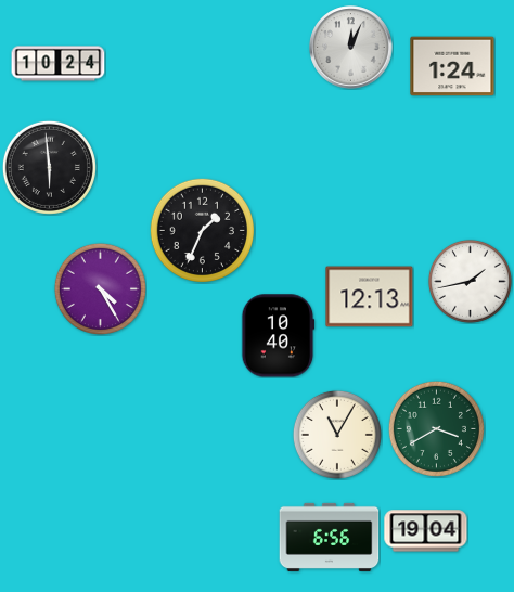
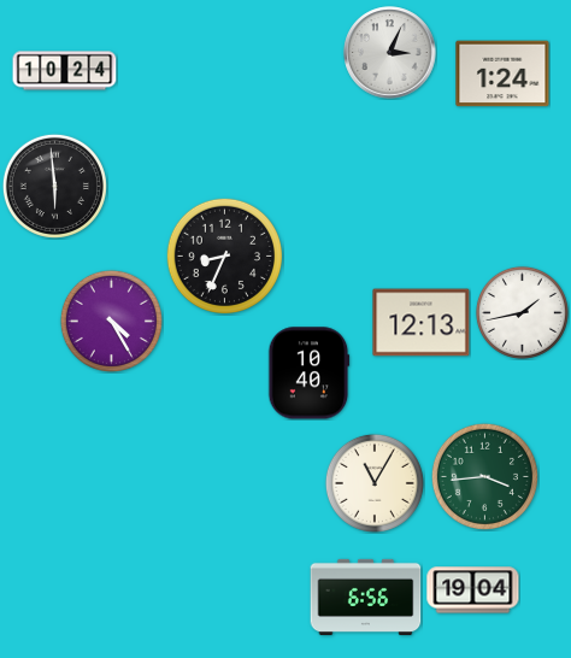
clock at (351, 48): 12:04 -> 3:04
clock at (202, 230): 1:34 -> 8:34
clock at (370, 297) position: (370, 297) -> (422, 323)
clock at (436, 428): 3:40 -> 3:44
